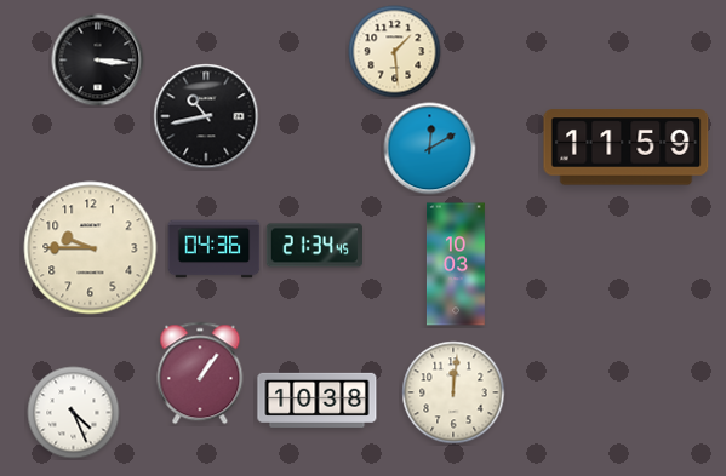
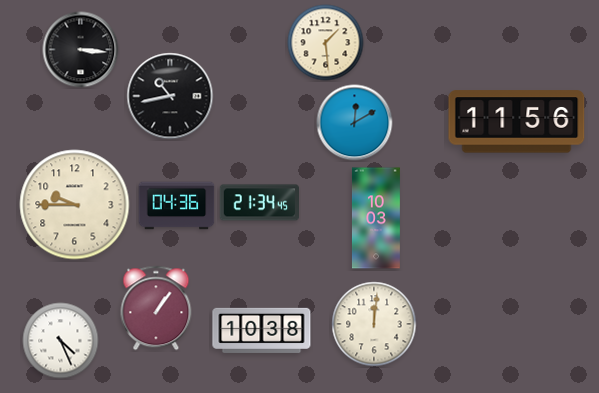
clock at (627, 148): 11:59 -> 11:56
clock at (200, 373) position: (200, 373) -> (156, 308)
